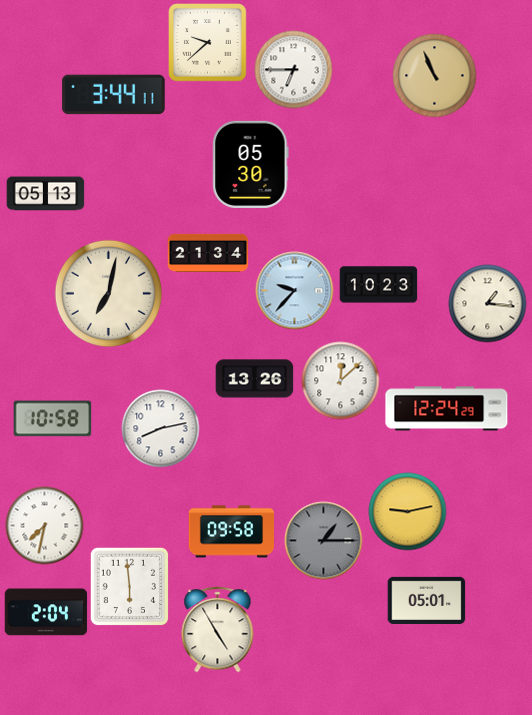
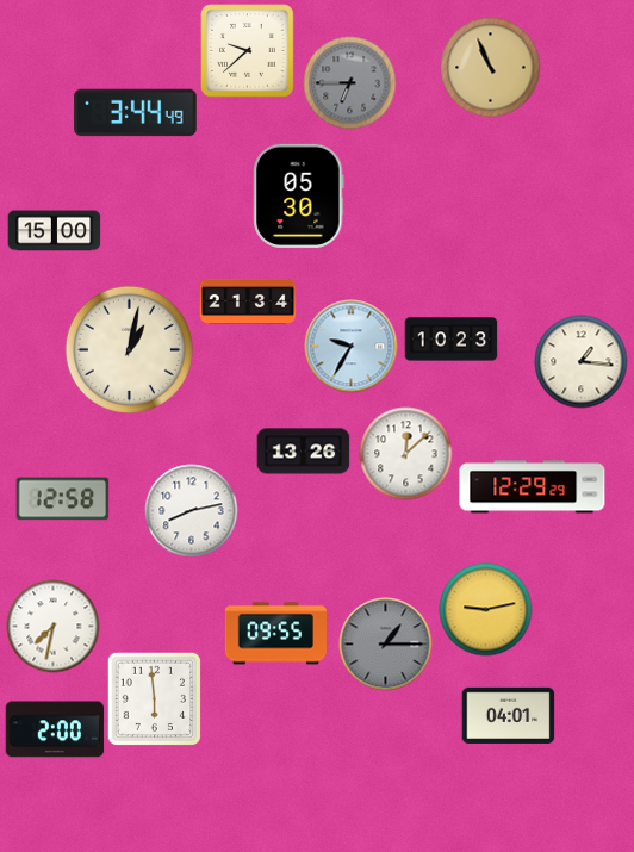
clock at (293, 69) dial: white -> grey
clock at (434, 75) position: (434, 75) -> (490, 67)
clock at (114, 95): 3:44:11 -> 3:44:49
clock at (45, 194): 05:13 -> 15:00
clock at (294, 290): 9:37 -> 9:35
clock at (108, 293): 7:02 -> 1:02
clock at (447, 409): 12:24 -> 12:29
clock at (52, 419): 10:58 -> 12:58
clock at (231, 532): 09:58 -> 09:55
clock at (426, 600): 05:01 -> 04:01
clock at (46, 612): 2:04 -> 2:00
clock at (218, 629): 4:55 -> none
